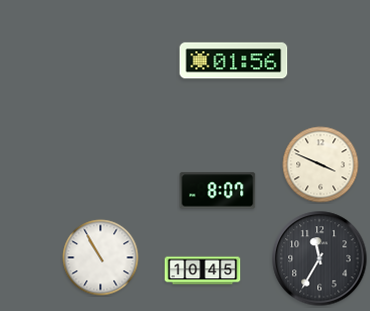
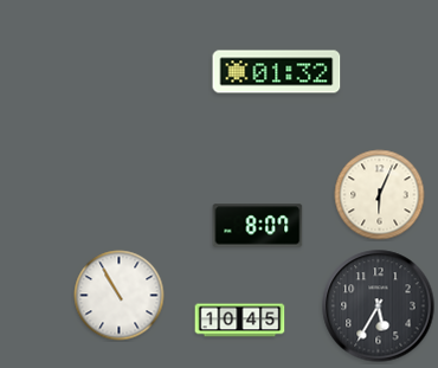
clock at (234, 61): 01:56 -> 01:32
clock at (321, 165): 3:49 -> 6:04
clock at (101, 258) position: (101, 258) -> (120, 296)
clock at (320, 259): 11:35 -> 5:35
